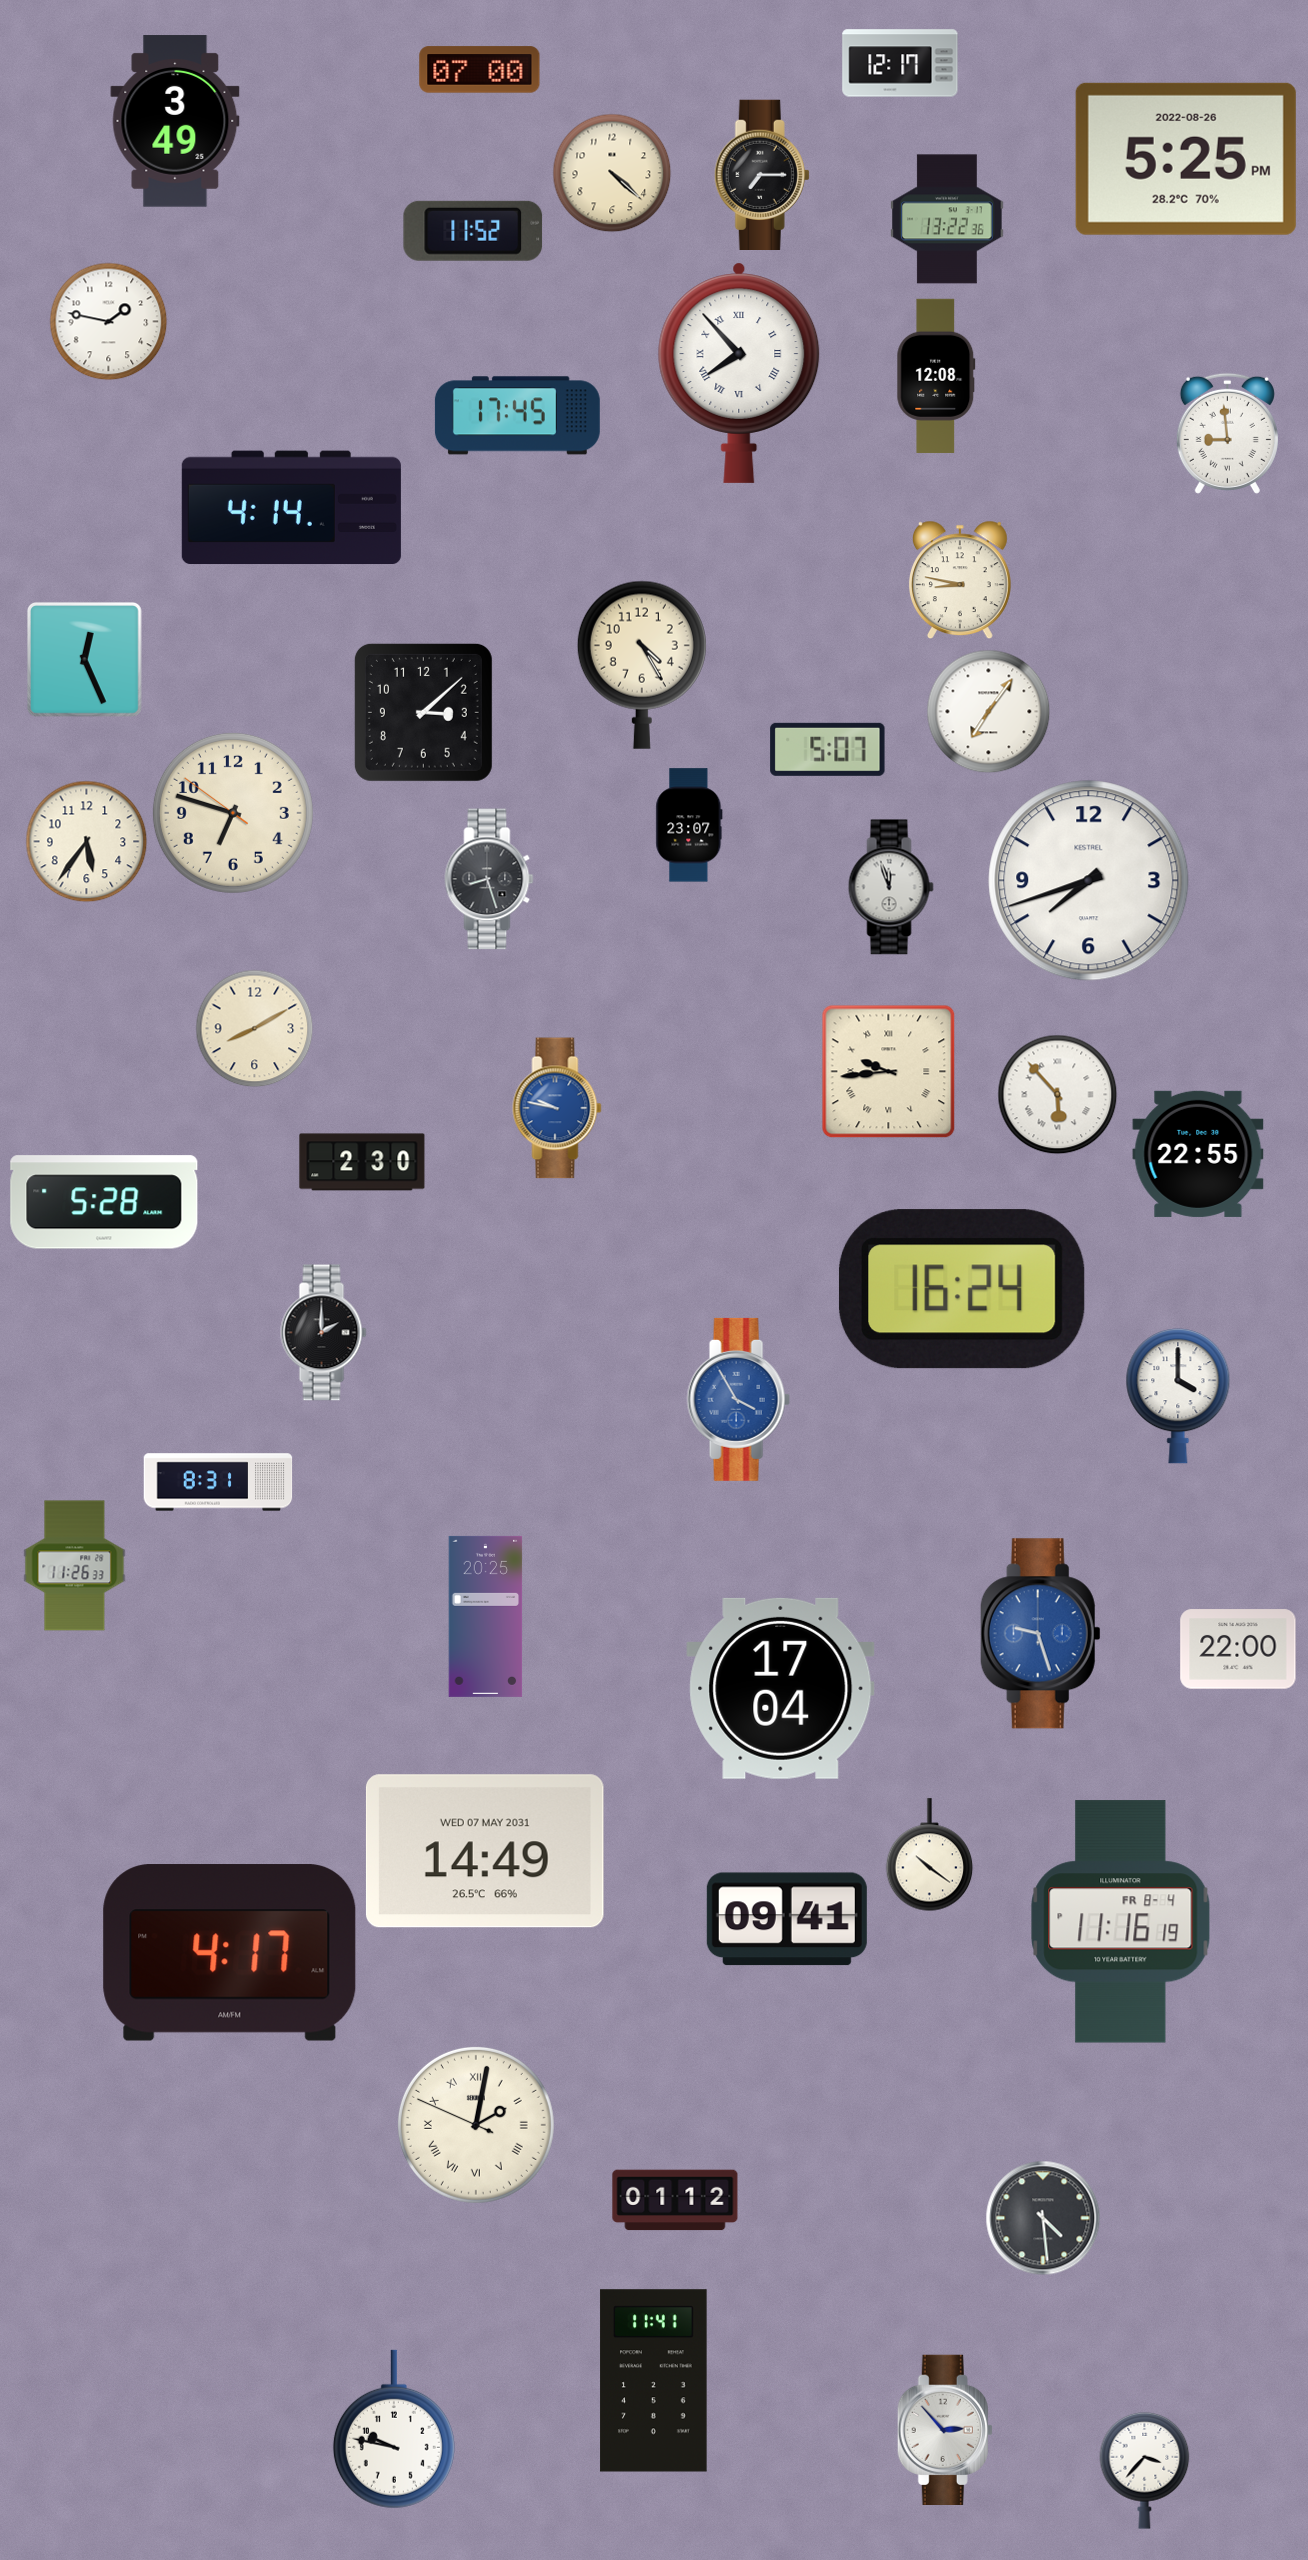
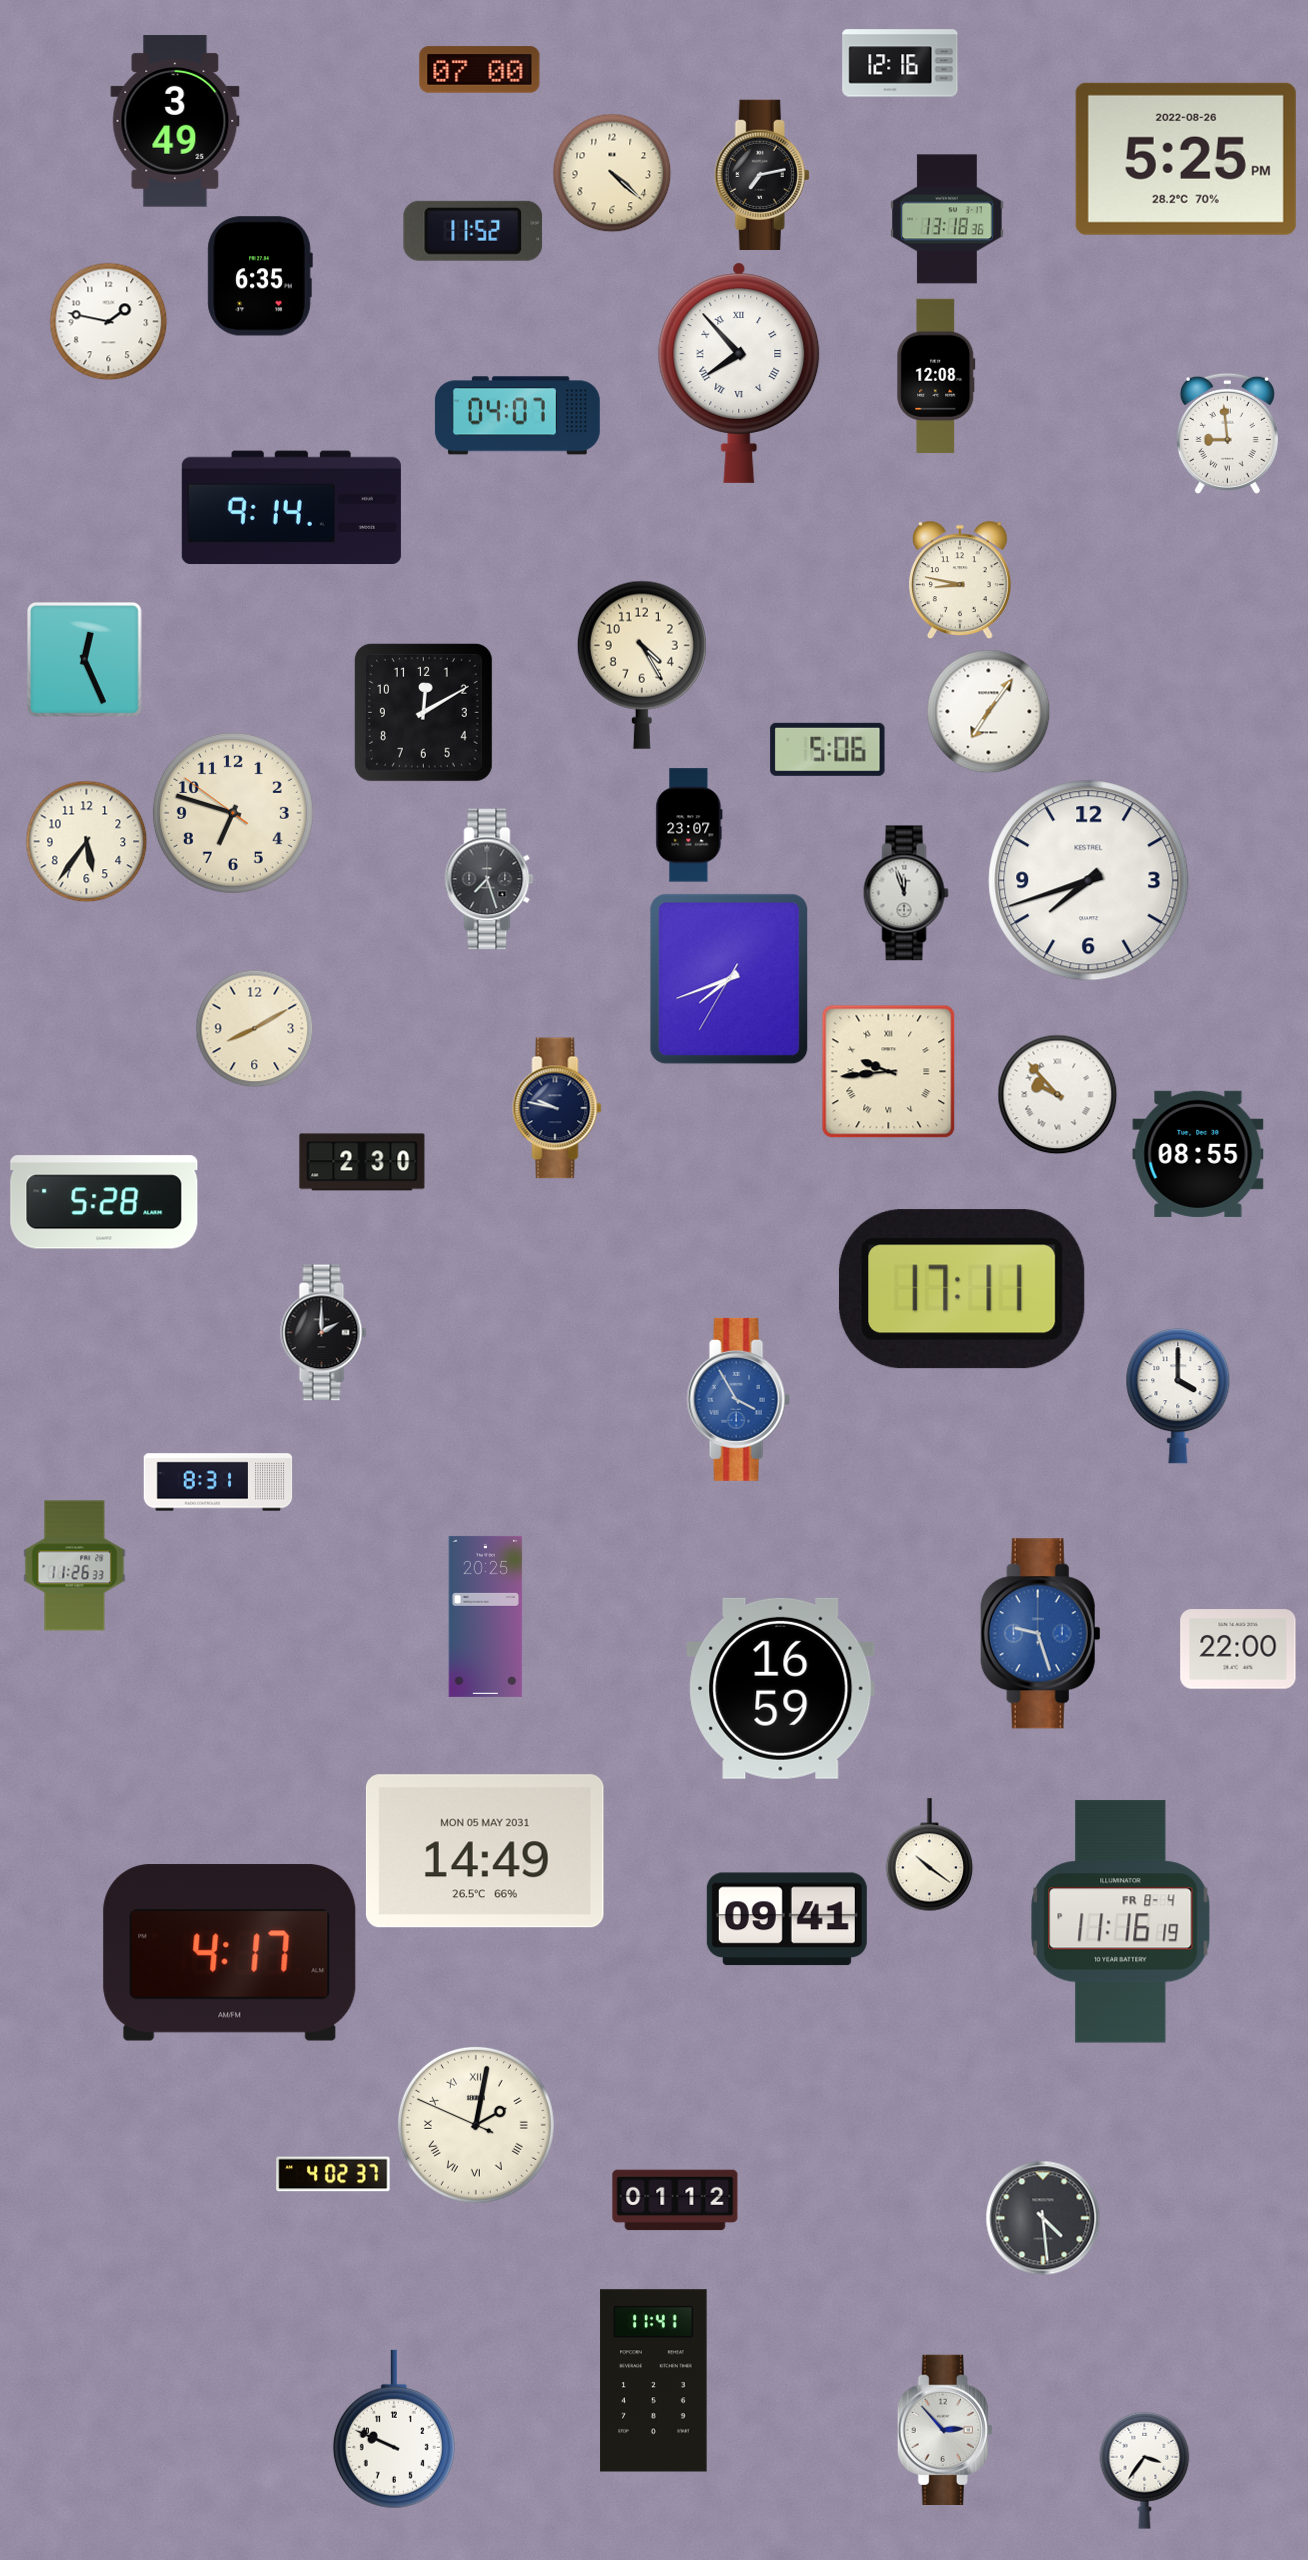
clock at (900, 63): 12:17 -> 12:16
clock at (762, 174): 7:15 -> 7:13
clock at (947, 219): 13:22 -> 13:18
clock at (260, 276): none -> 6:35
clock at (517, 416): 17:45 -> 04:07
clock at (291, 508): 4:14 -> 9:14
clock at (423, 712): 3:08 -> 12:10
clock at (828, 749): 5:07 -> 5:06
clock at (489, 879): 8:27 -> 7:27
clock at (891, 887) position: (891, 887) -> (906, 893)
clock at (729, 979): none -> 7:41
clock at (1057, 1094): 5:53 -> 9:53
clock at (557, 1108) dial: blue -> navy
clock at (1198, 1154): 22:55 -> 08:55
clock at (962, 1289): 16:24 -> 17:11
clock at (781, 1688): 17:04 -> 16:59
clock at (485, 1851) date: WED 07 MAY 2031 -> MON 05 MAY 2031
clock at (333, 2174): none -> 4:02
clock at (394, 2429): 9:47 -> 9:49
clock at (1145, 2470): 3:37 -> 3:36
